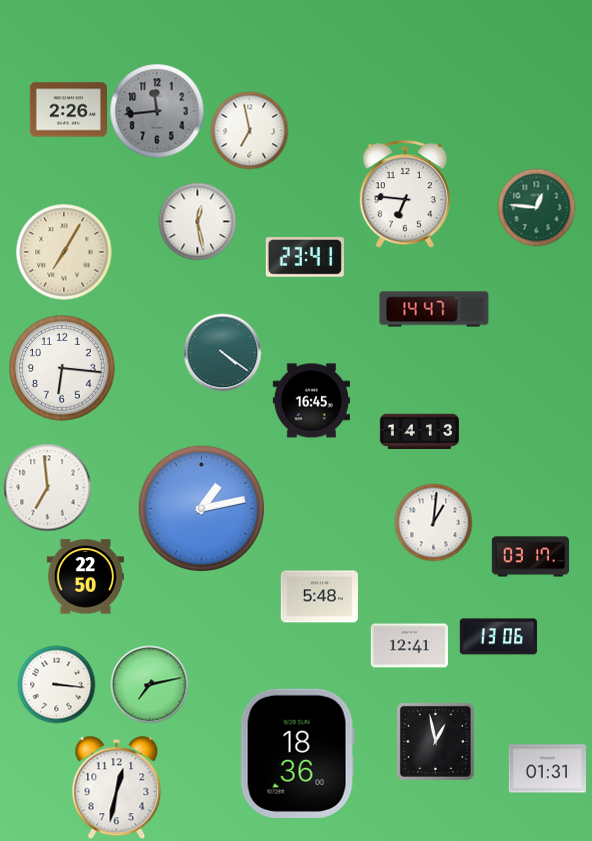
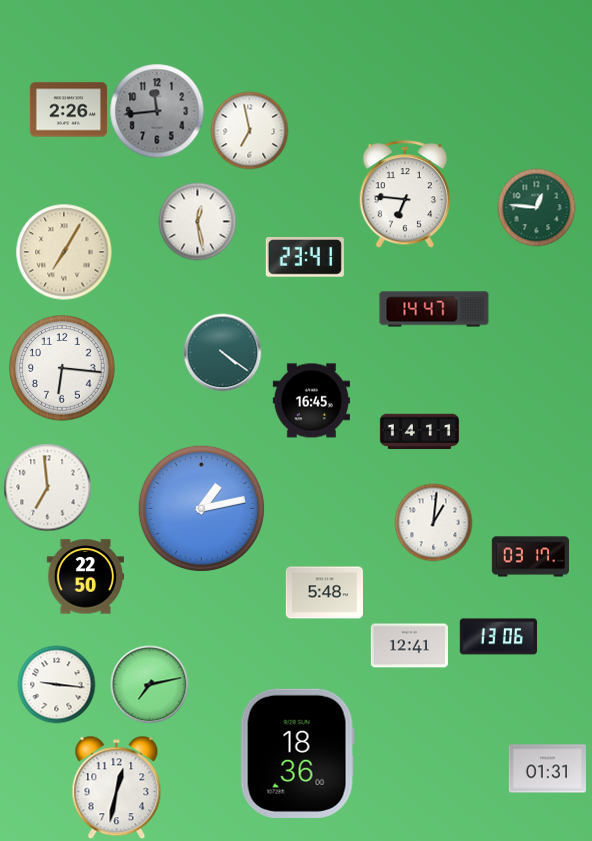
clock at (419, 432): 14:13 -> 14:11
clock at (319, 597) position: (319, 597) -> (324, 593)
clock at (56, 684): 3:16 -> 9:16
clock at (435, 741): 12:58 -> none
